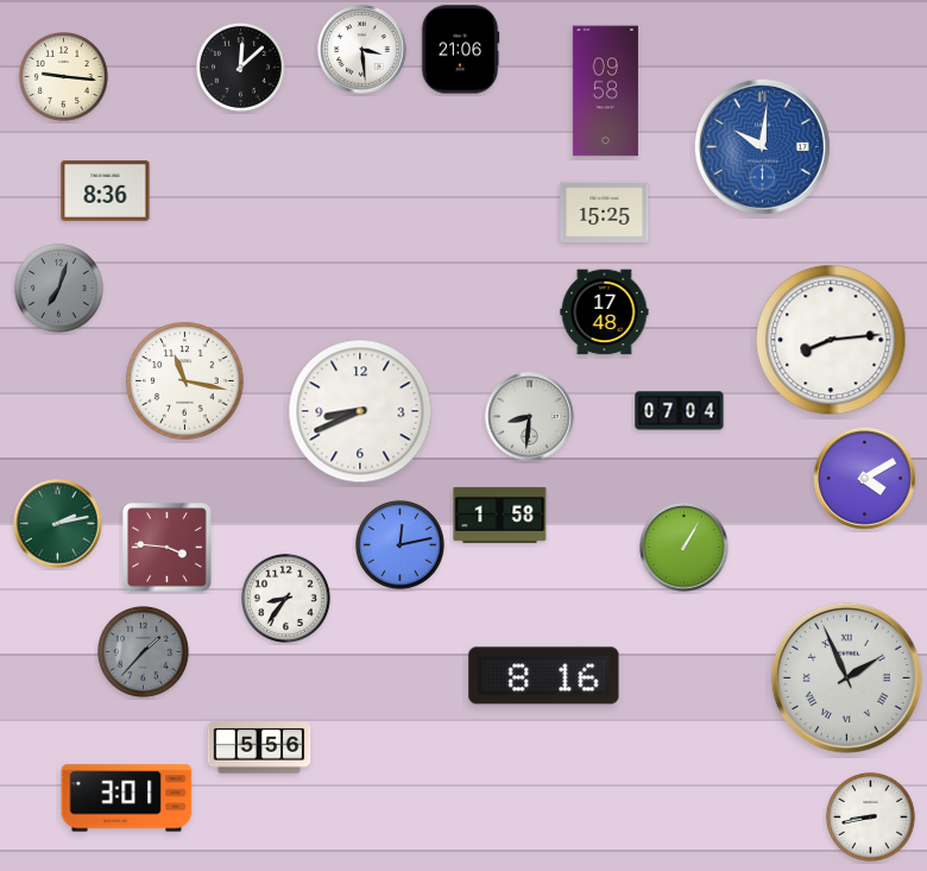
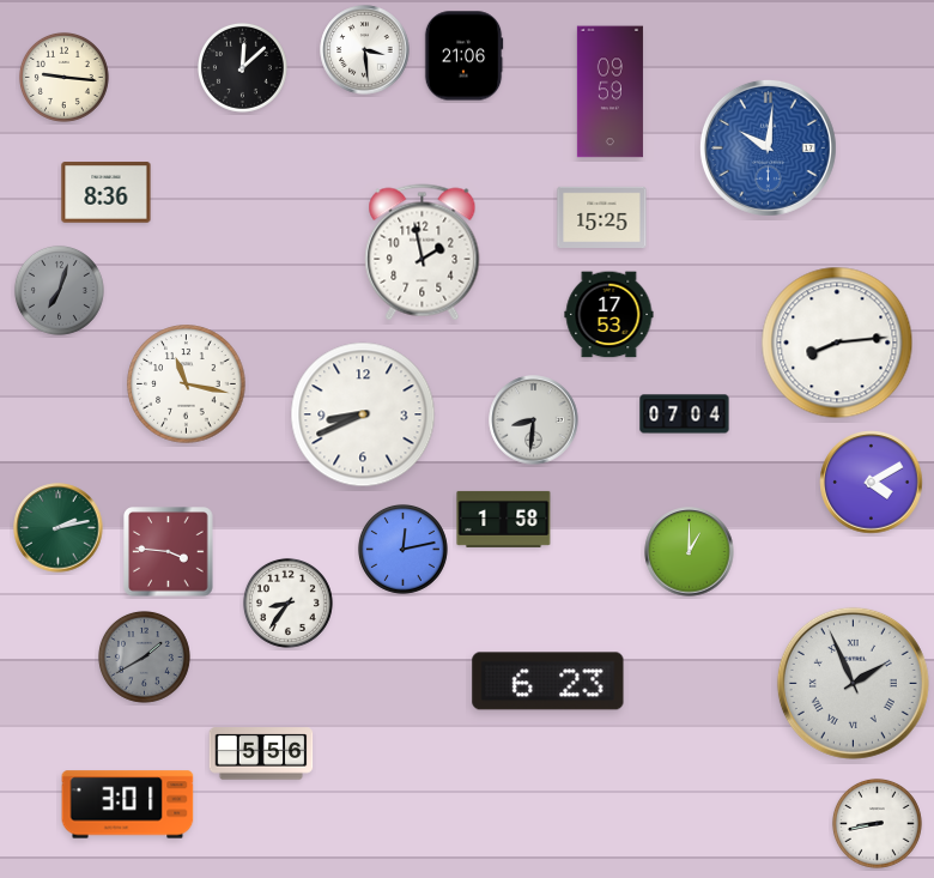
clock at (460, 50) position: (460, 50) -> (463, 56)
clock at (605, 91): 09:58 -> 09:59
clock at (605, 212) position: (605, 212) -> (602, 217)
clock at (423, 253): none -> 1:58
clock at (605, 313): 17:48 -> 17:53
clock at (685, 548): 1:05 -> 1:00
clock at (143, 651): 1:37 -> 1:40
clock at (544, 676): 8:16 -> 6:23
